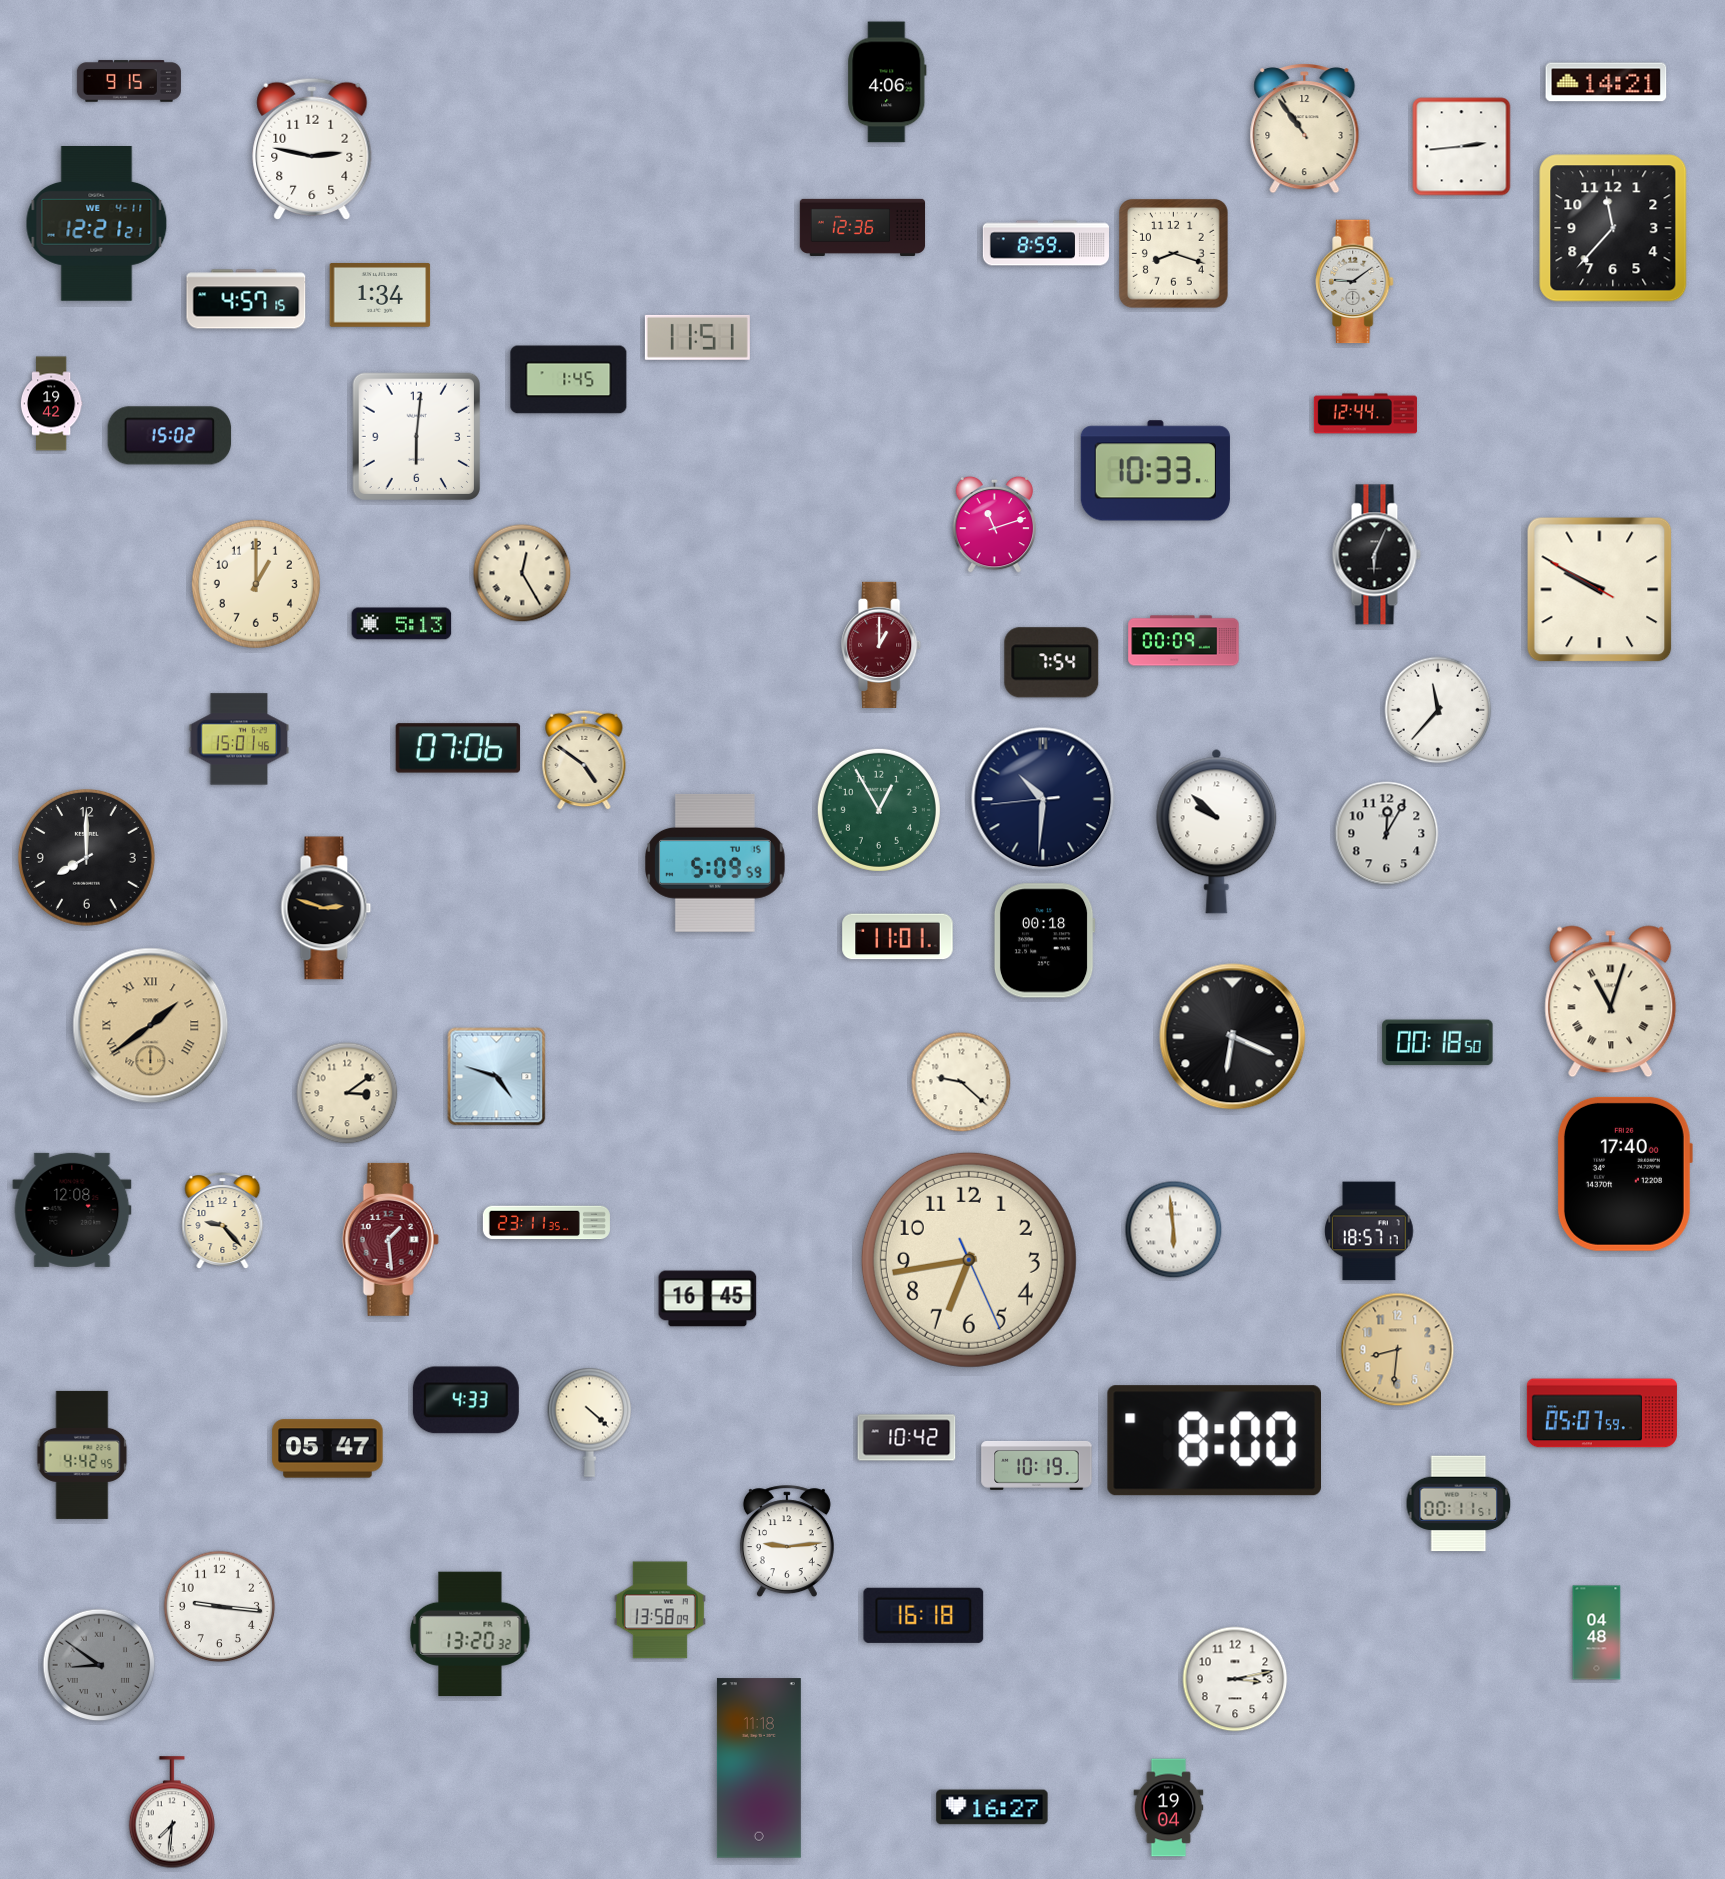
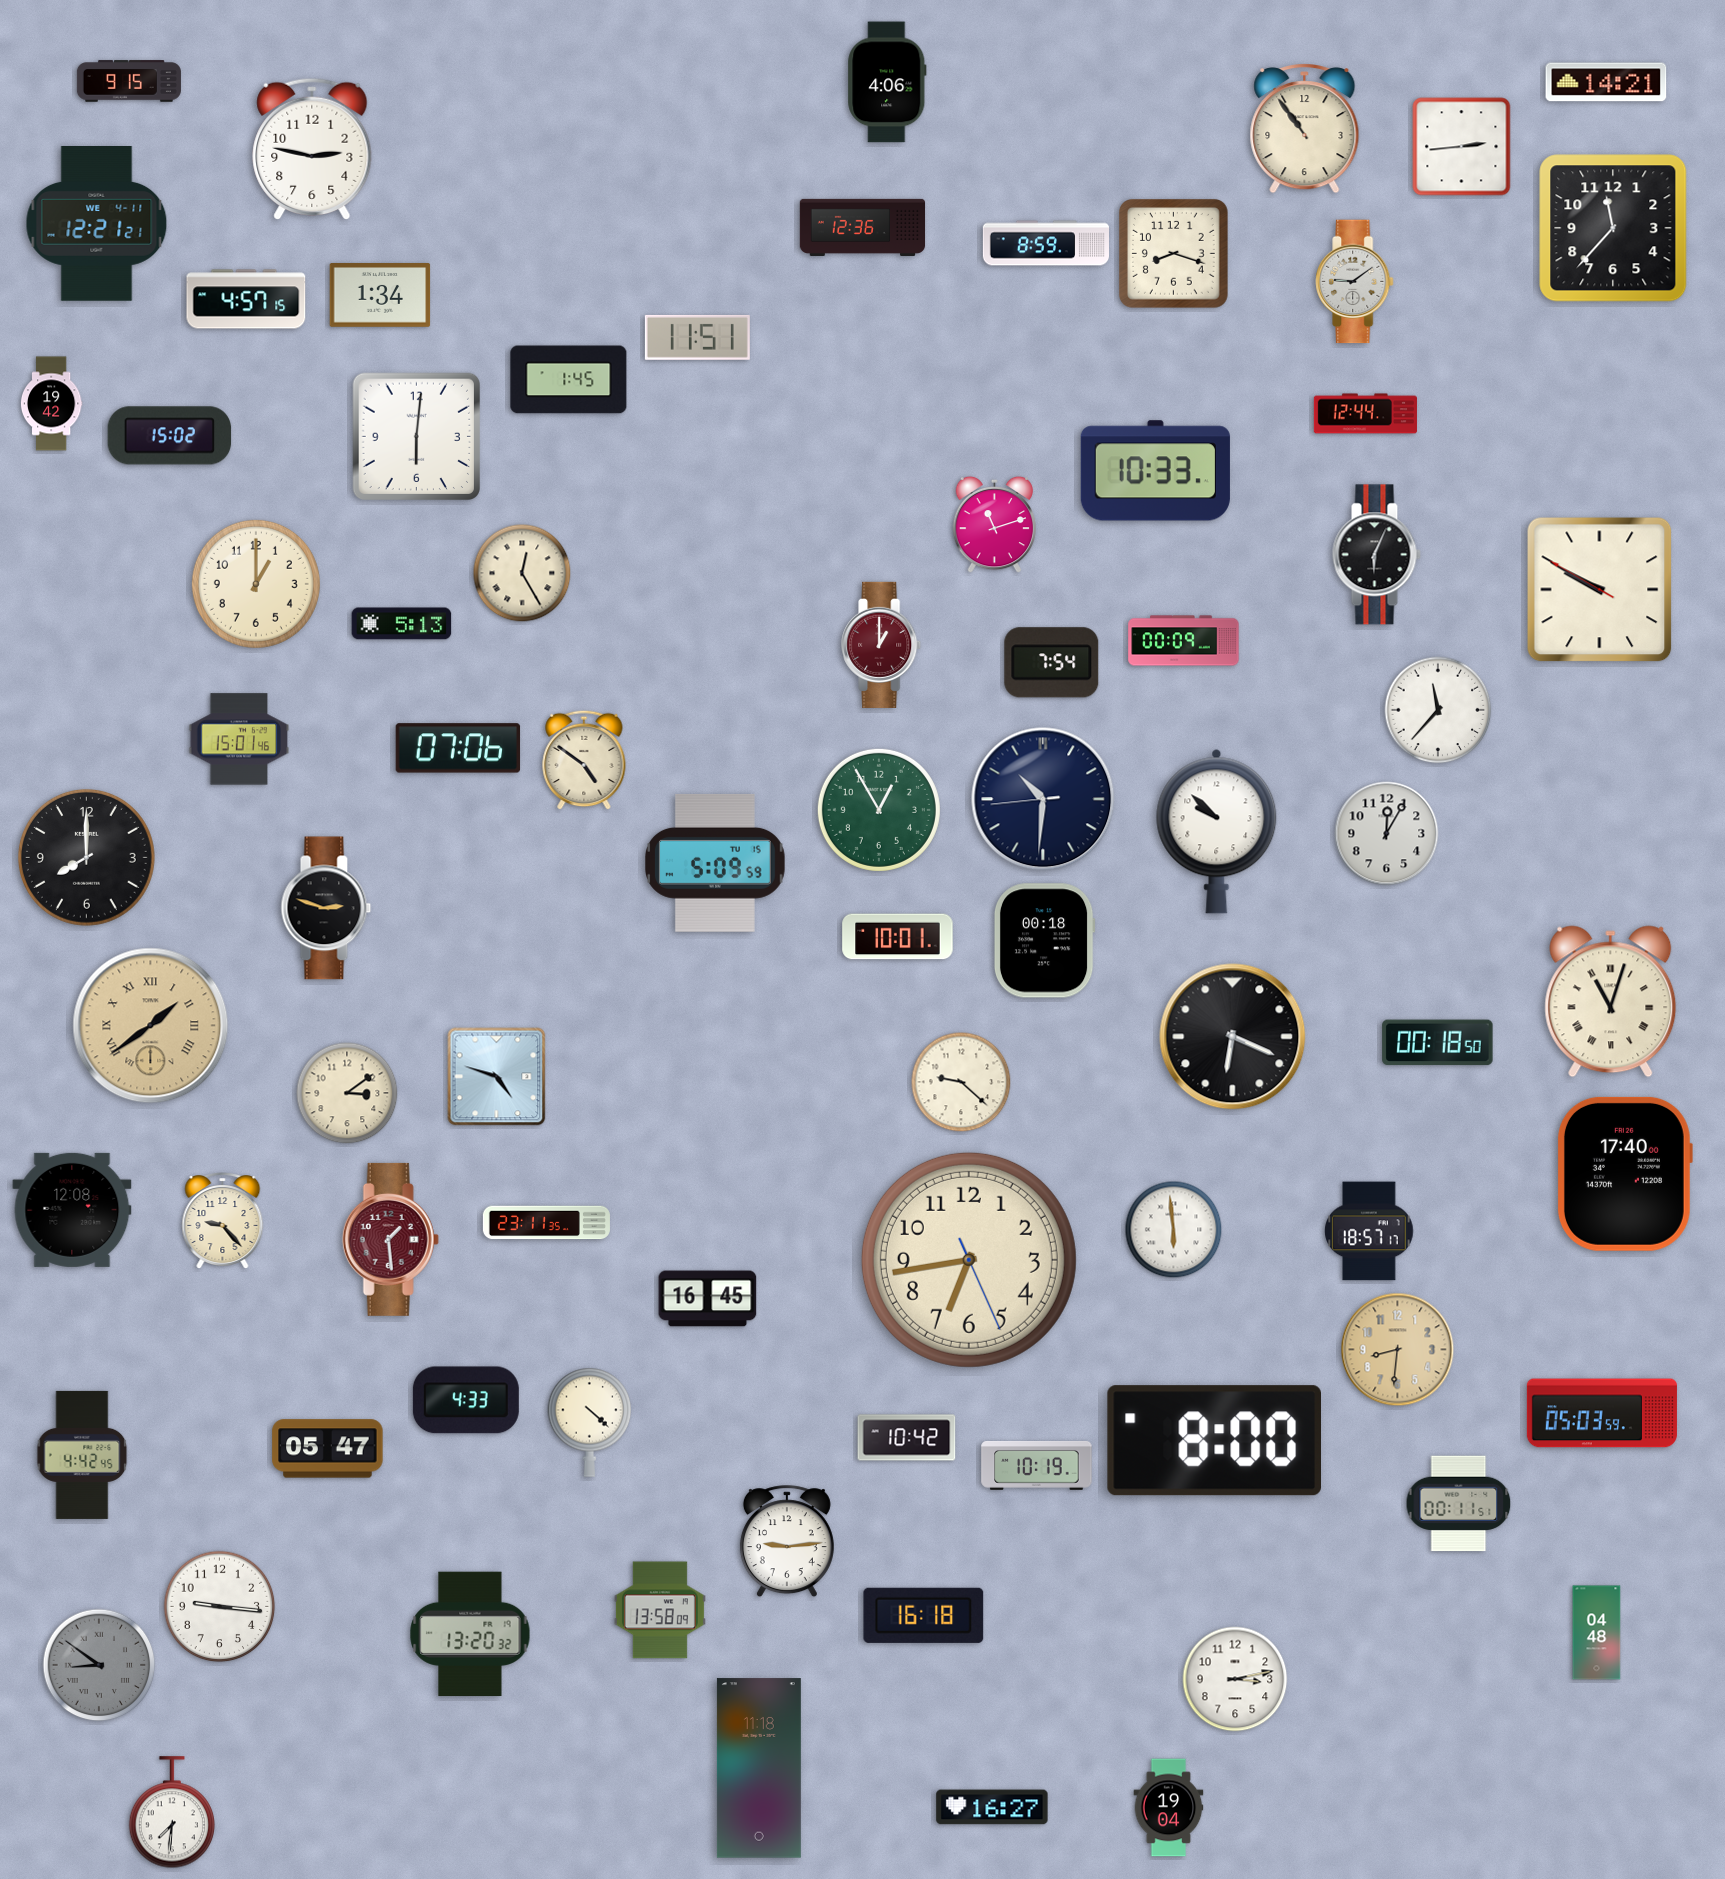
clock at (898, 937): 11:01 -> 10:01
clock at (1602, 1413): 05:07 -> 05:03
